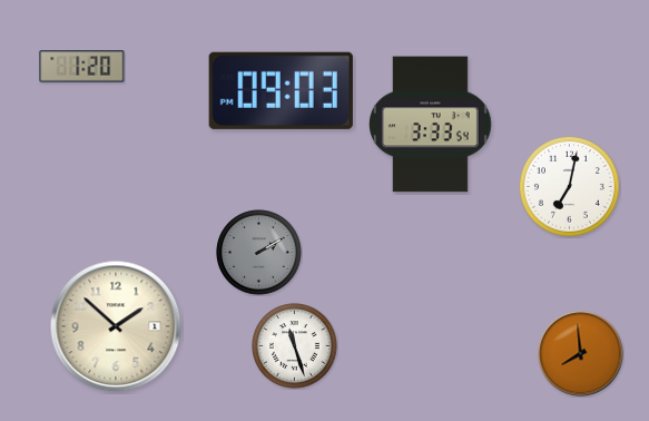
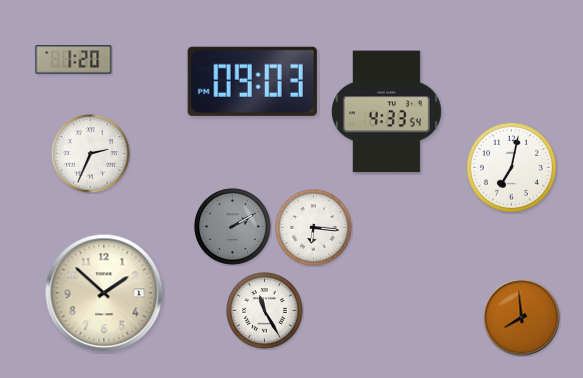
clock at (431, 125): 3:33 -> 4:33
clock at (91, 154): none -> 2:34
clock at (314, 228): none -> 6:16
clock at (295, 346): 11:27 -> 11:25
